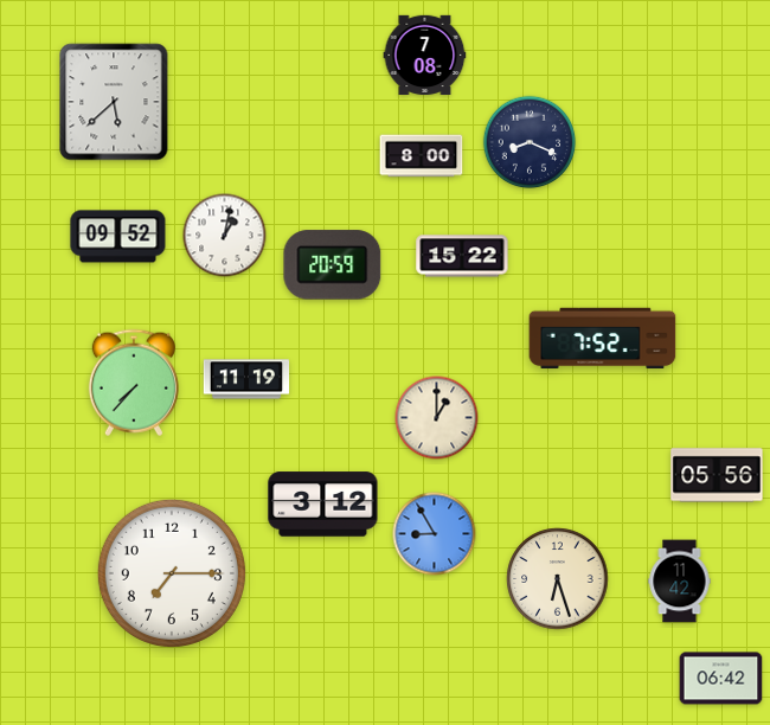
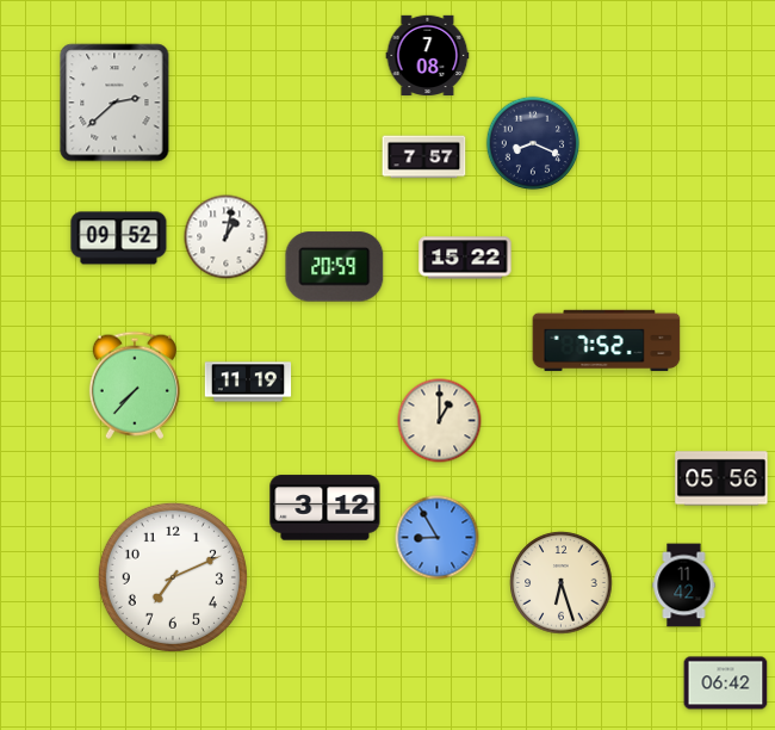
clock at (114, 102): 5:38 -> 2:38
clock at (422, 156): 8:00 -> 7:57
clock at (172, 573): 7:15 -> 7:11
